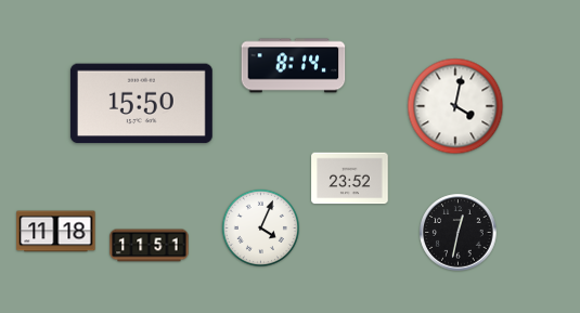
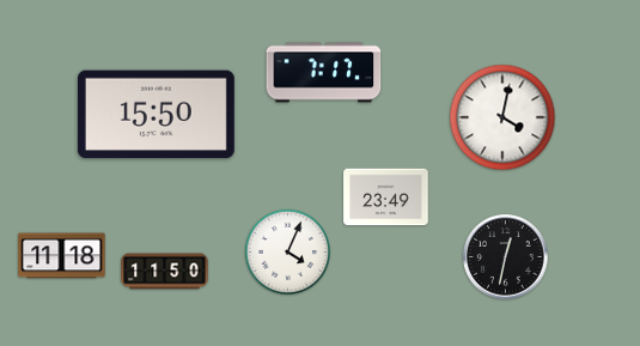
clock at (294, 66): 8:14 -> 7:17
clock at (350, 179): 23:52 -> 23:49
clock at (150, 246): 11:51 -> 11:50
